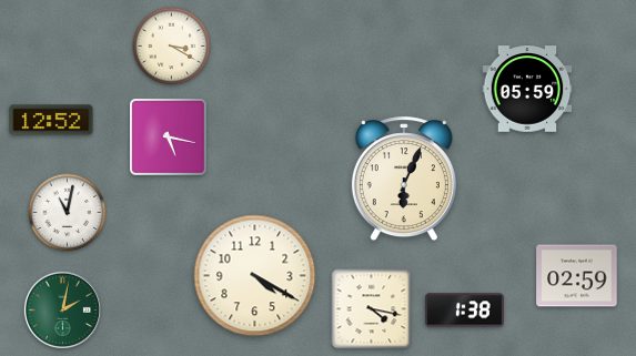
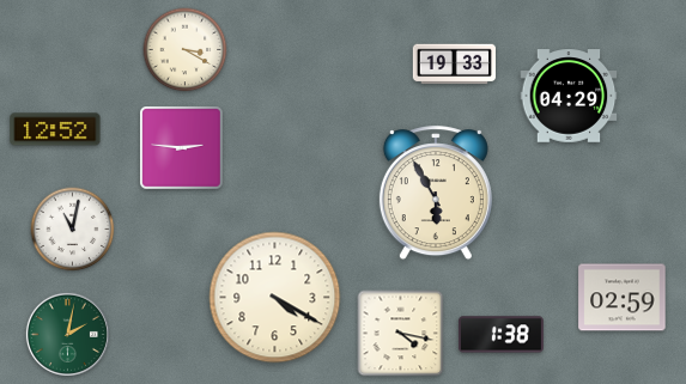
clock at (455, 65): none -> 19:33
clock at (527, 89): 05:59 -> 04:29
clock at (169, 138): 5:17 -> 2:46
clock at (404, 180): 6:04 -> 5:55
